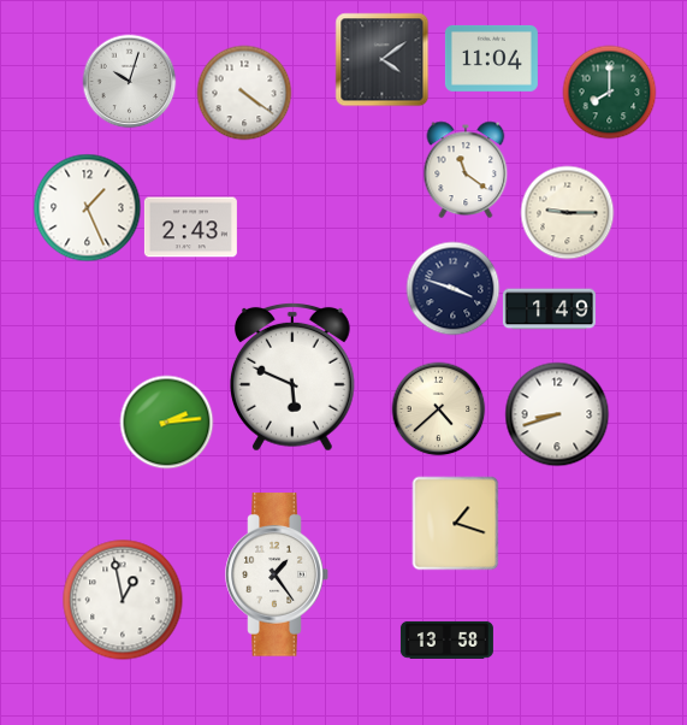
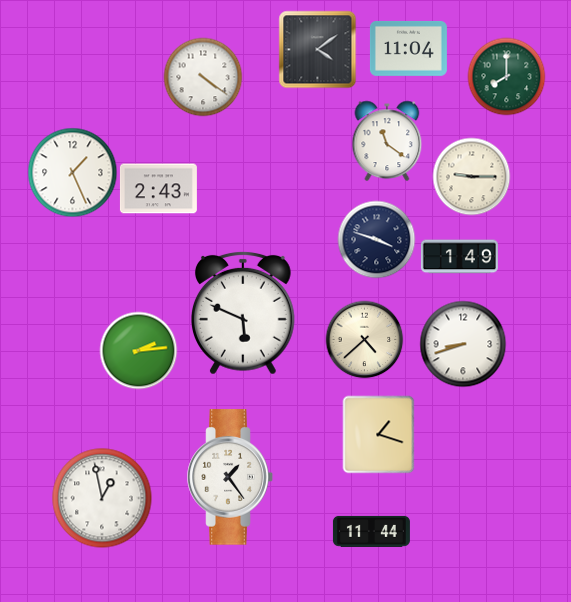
clock at (129, 81): 10:03 -> none
clock at (549, 310) position: (549, 310) -> (459, 257)
clock at (446, 639): 13:58 -> 11:44
